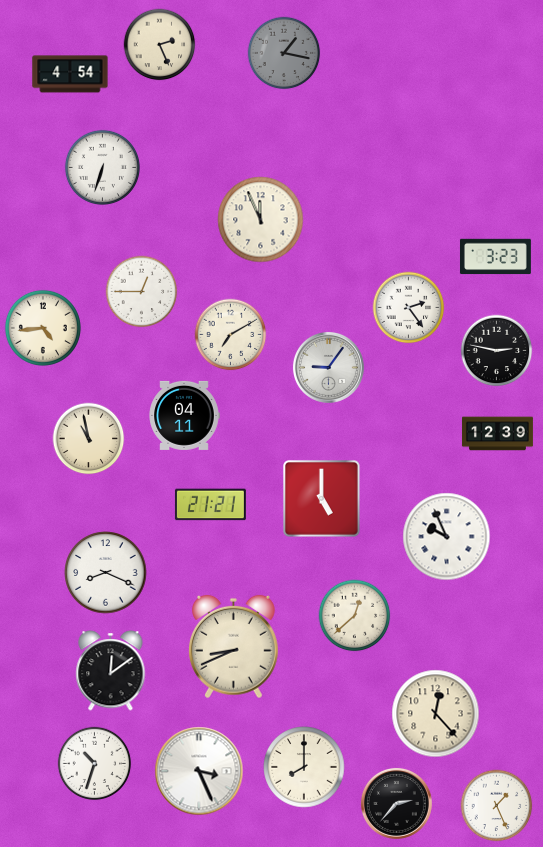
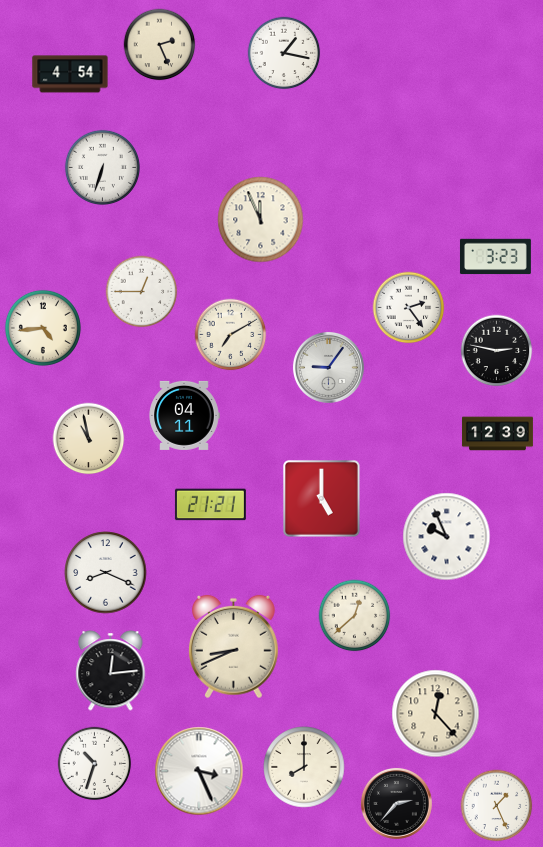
clock at (284, 53) dial: grey -> white
clock at (111, 671): 12:09 -> 12:14
